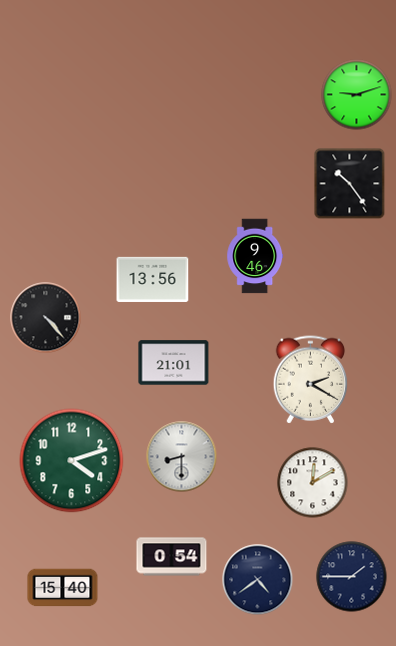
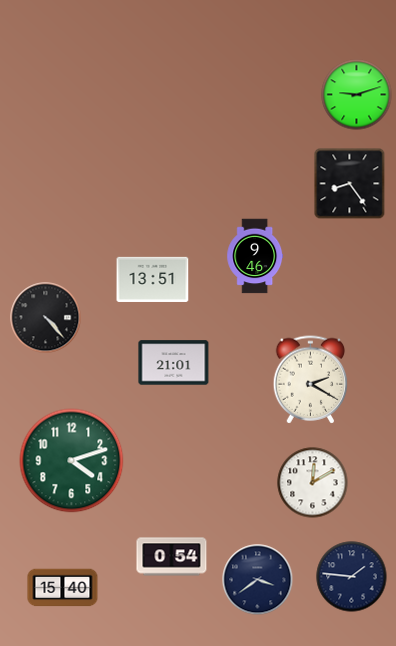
clock at (350, 184): 10:24 -> 8:24
clock at (153, 279): 13:56 -> 13:51
clock at (182, 457): 8:30 -> none
clock at (352, 577): 1:45 -> 1:46
clock at (258, 580): 4:39 -> 3:39
